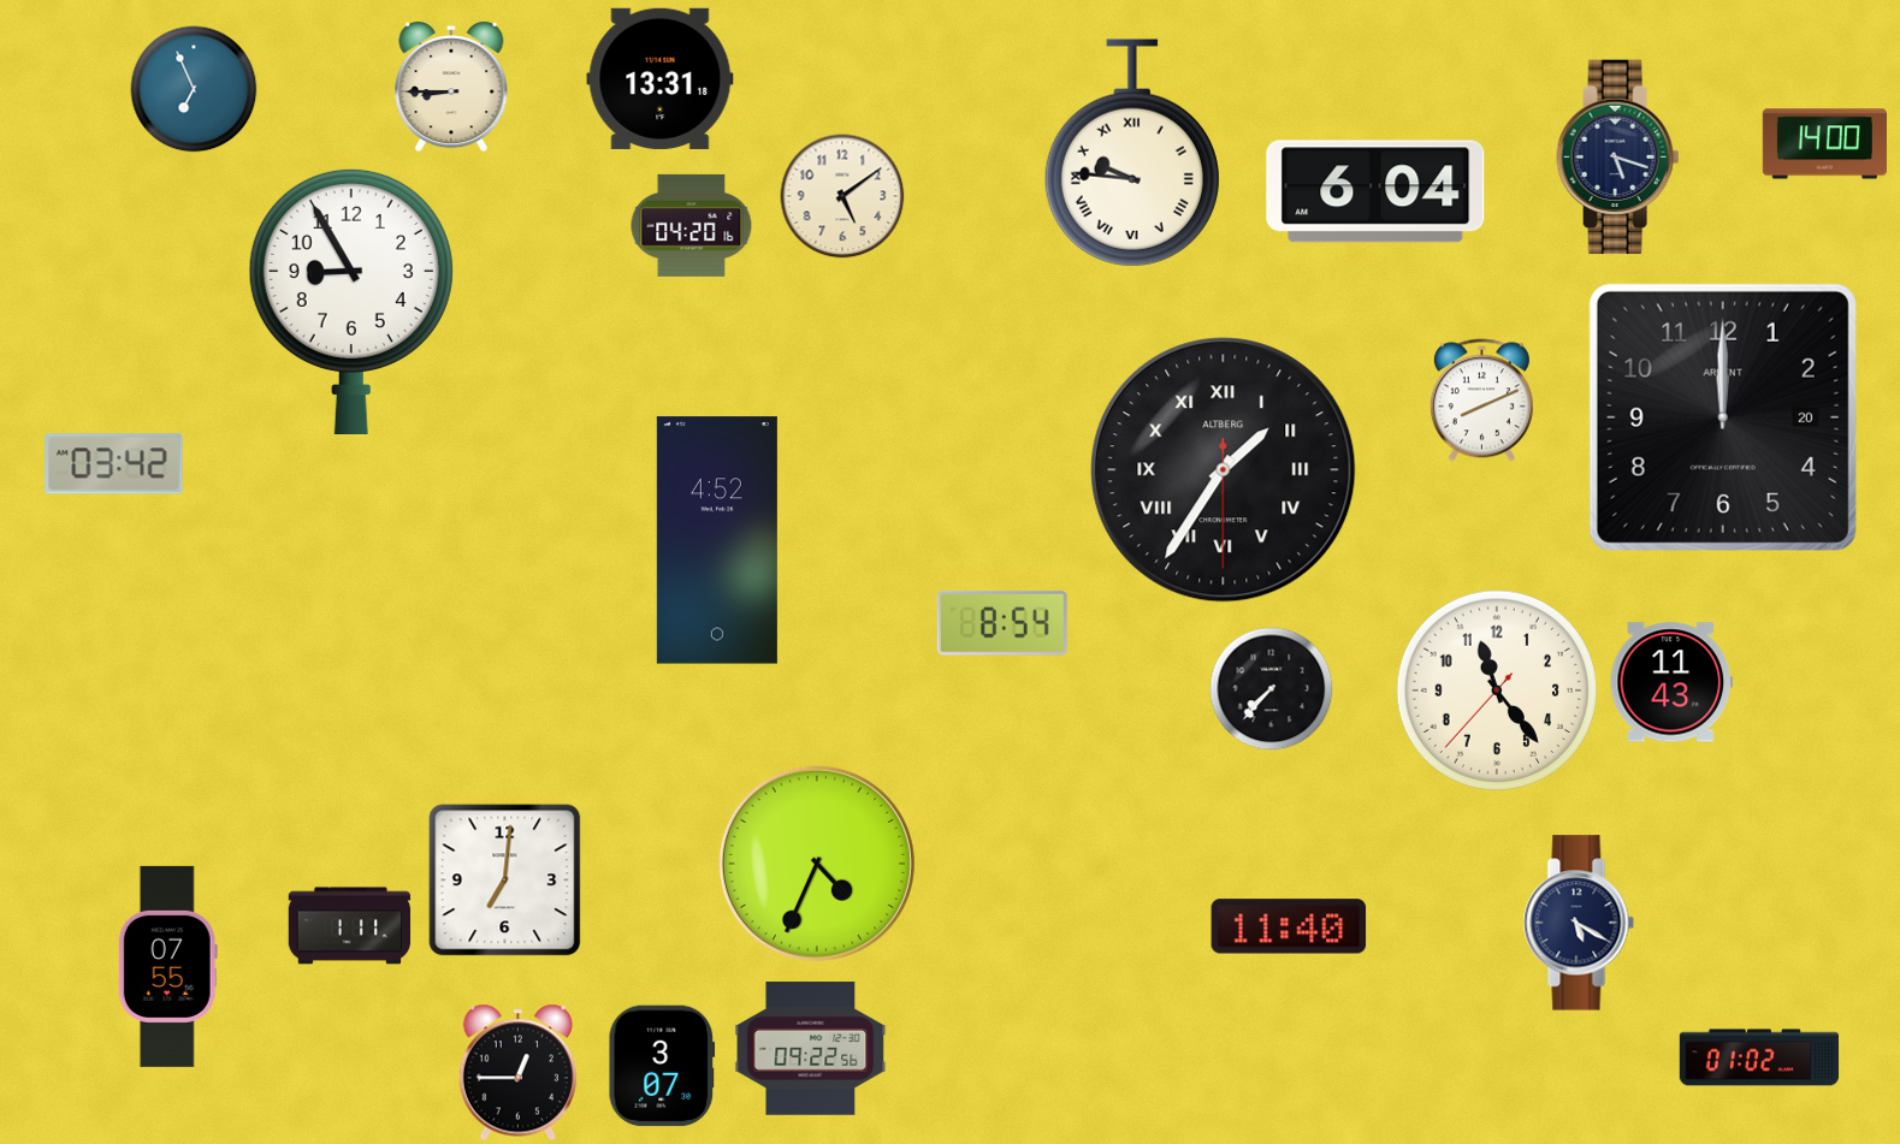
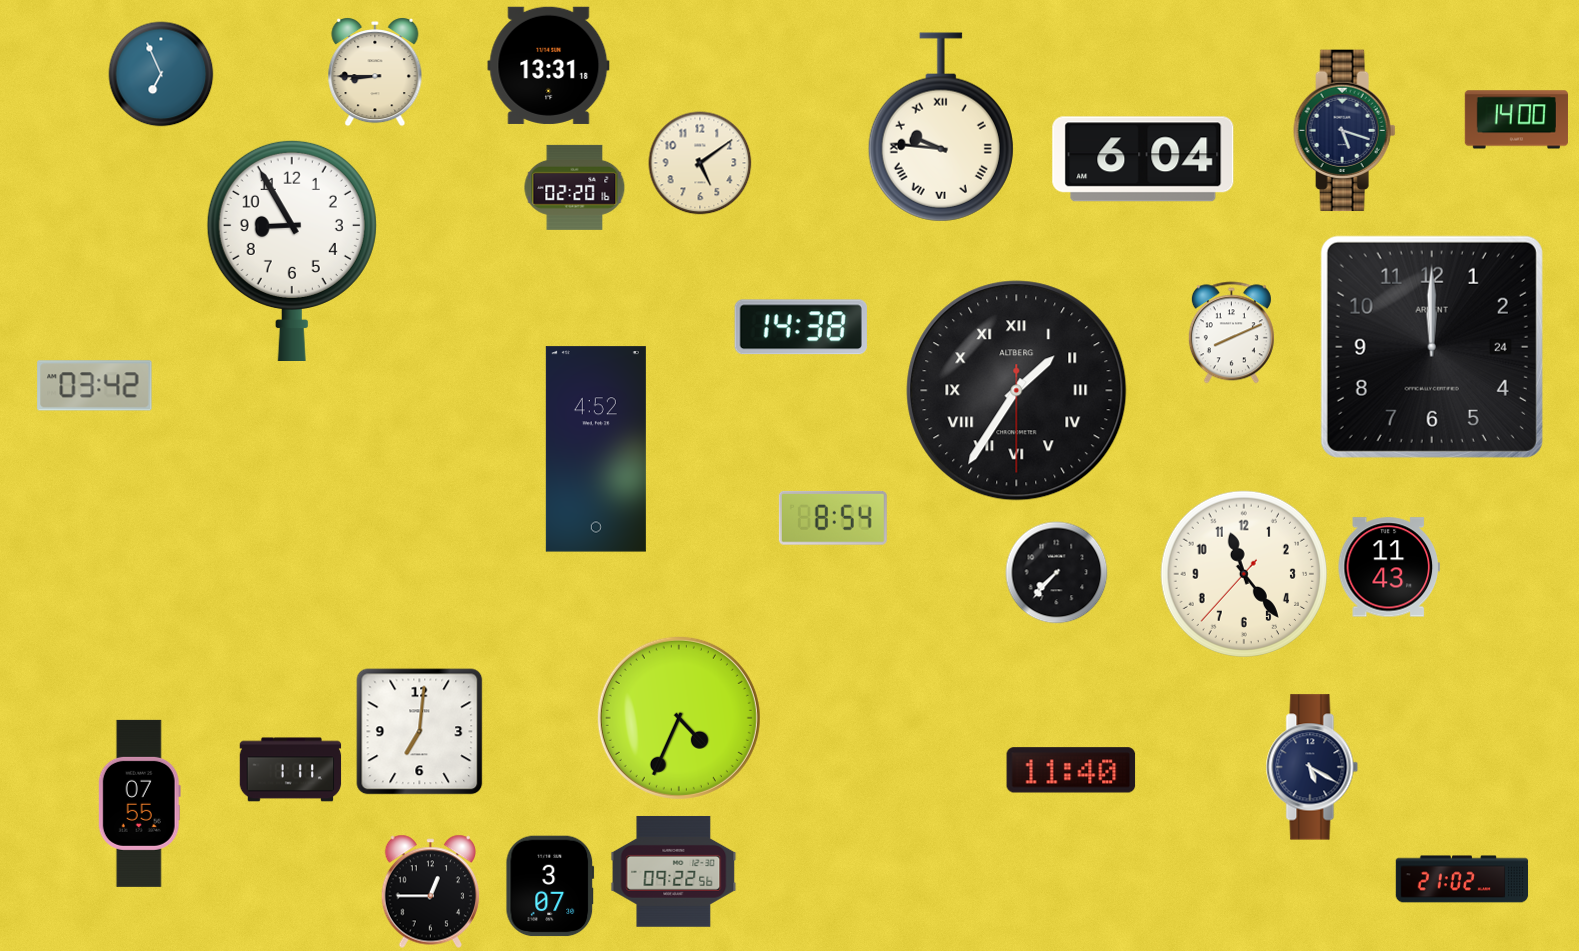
clock at (692, 225): 04:20 -> 02:20
clock at (801, 327): none -> 14:38
clock at (1723, 417) date: 20 -> 24
clock at (1759, 1057): 01:02 -> 21:02
